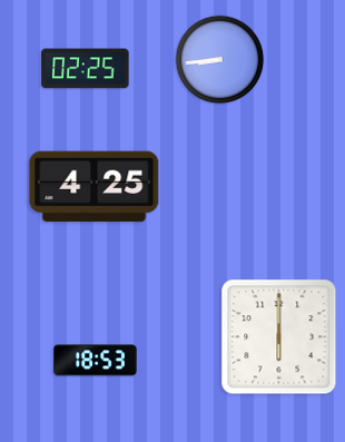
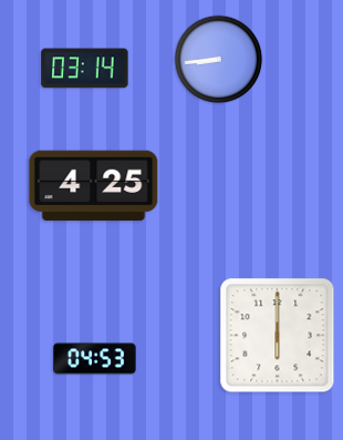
clock at (86, 69): 02:25 -> 03:14
clock at (96, 361): 18:53 -> 04:53
